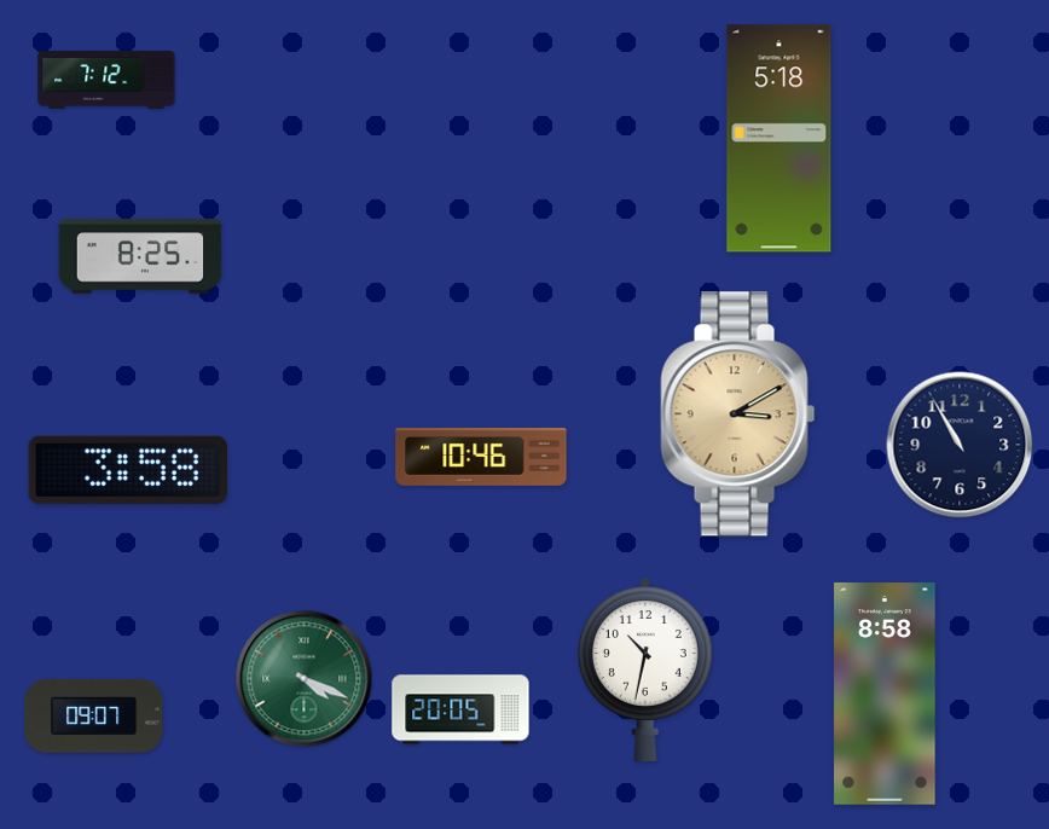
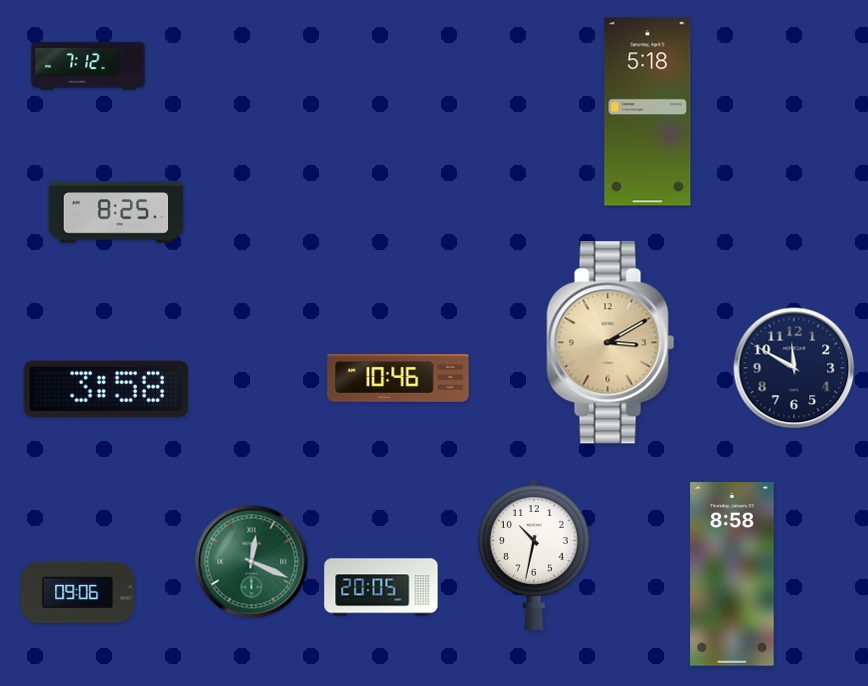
clock at (779, 139) position: (779, 139) -> (648, 112)
clock at (960, 445): 10:55 -> 11:50
clock at (305, 679): 4:19 -> 12:19
clock at (94, 715): 09:07 -> 09:06
